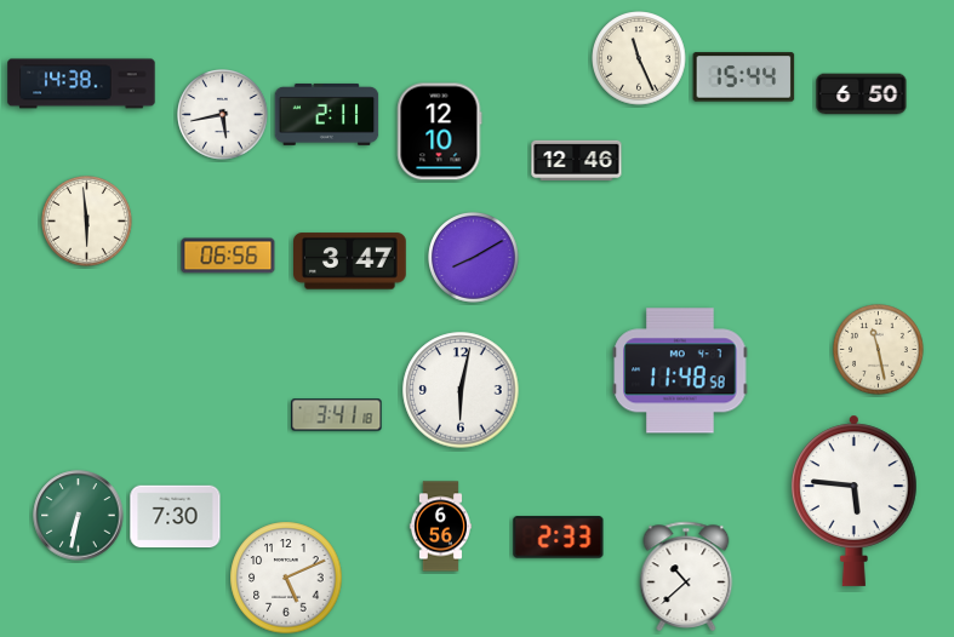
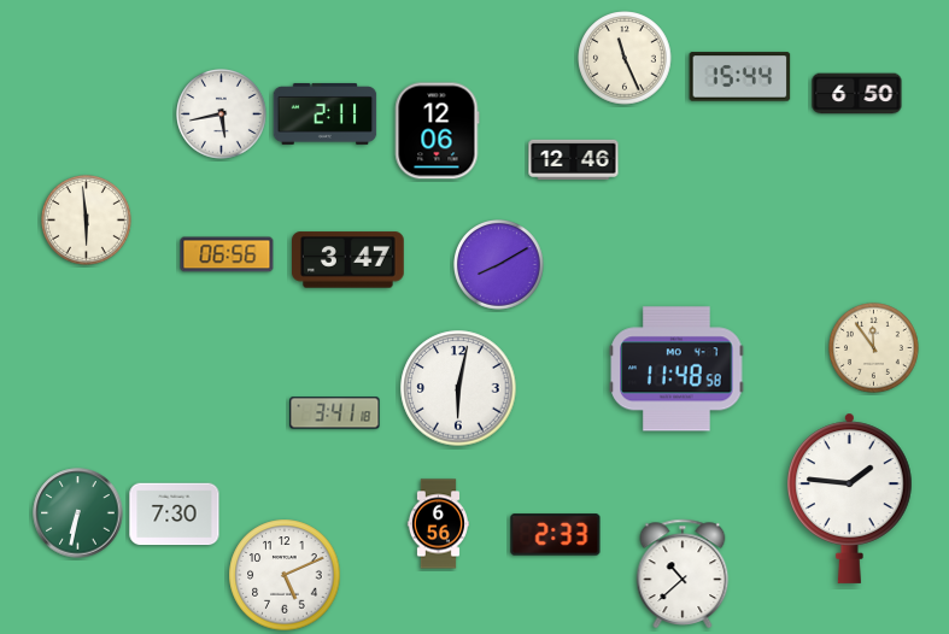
clock at (639, 58) position: (639, 58) -> (625, 58)
clock at (81, 84): 14:38 -> none
clock at (439, 132): 12:10 -> 12:06
clock at (474, 258) position: (474, 258) -> (499, 265)
clock at (879, 350): 11:28 -> 11:54
clock at (853, 500): 5:46 -> 1:46
